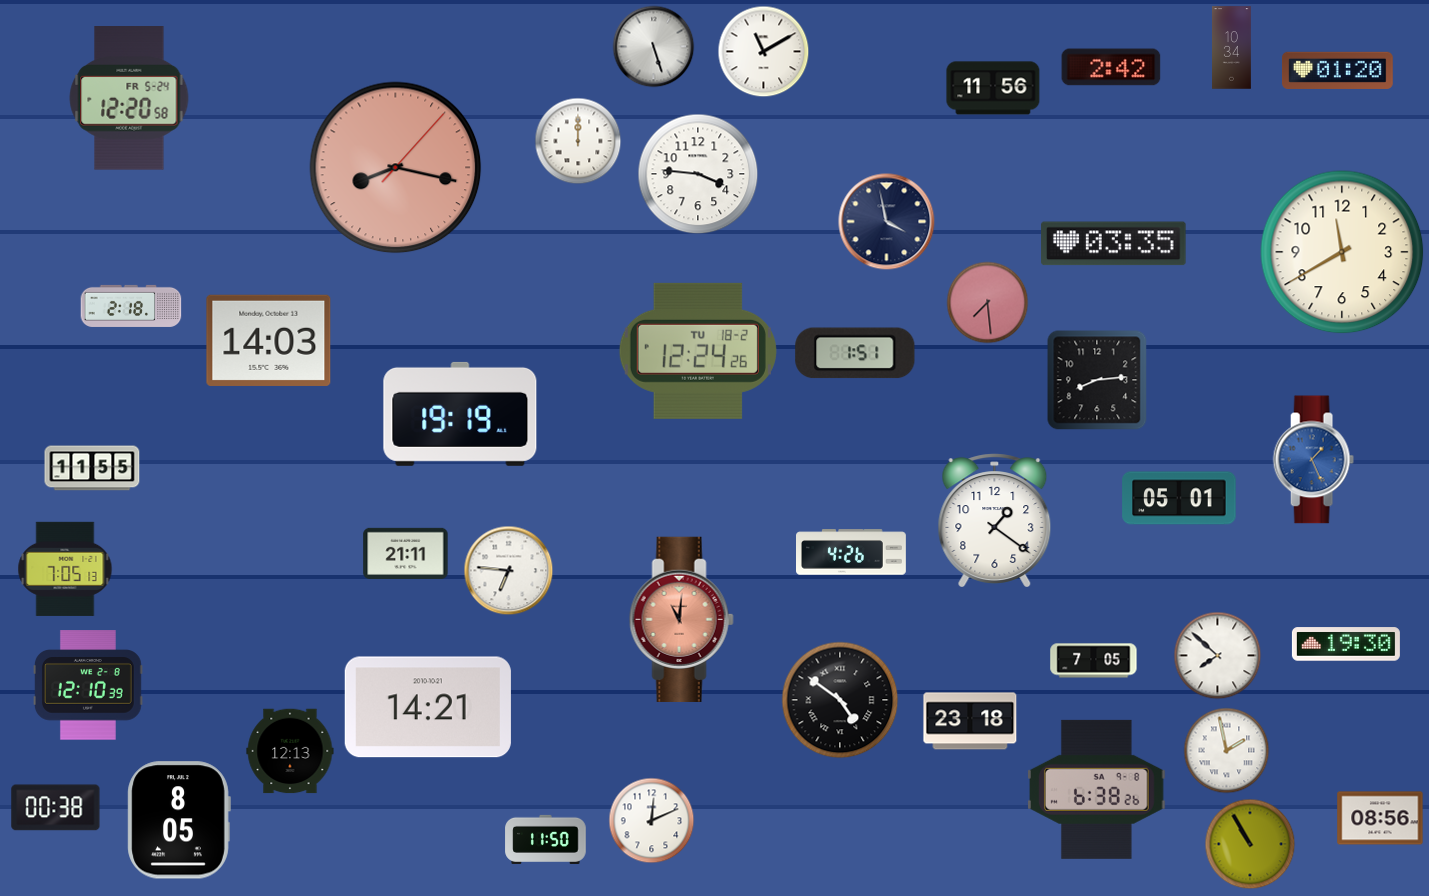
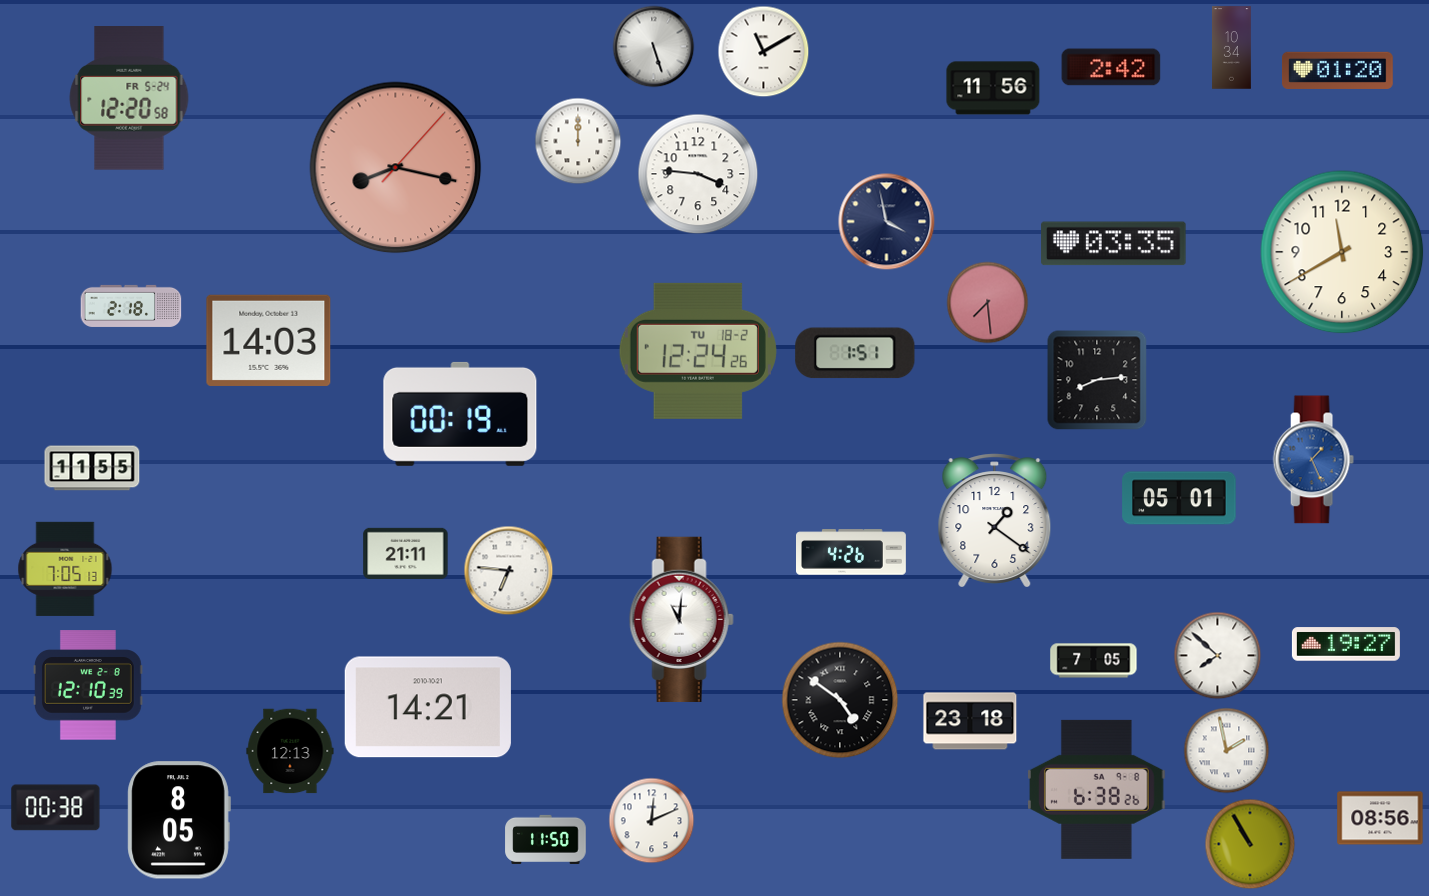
clock at (460, 414): 19:19 -> 00:19
clock at (681, 619) dial: salmon -> white
clock at (1346, 644): 19:30 -> 19:27
